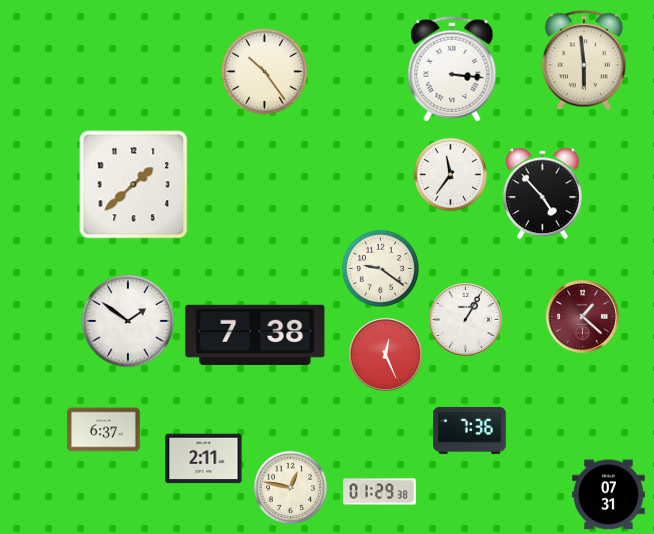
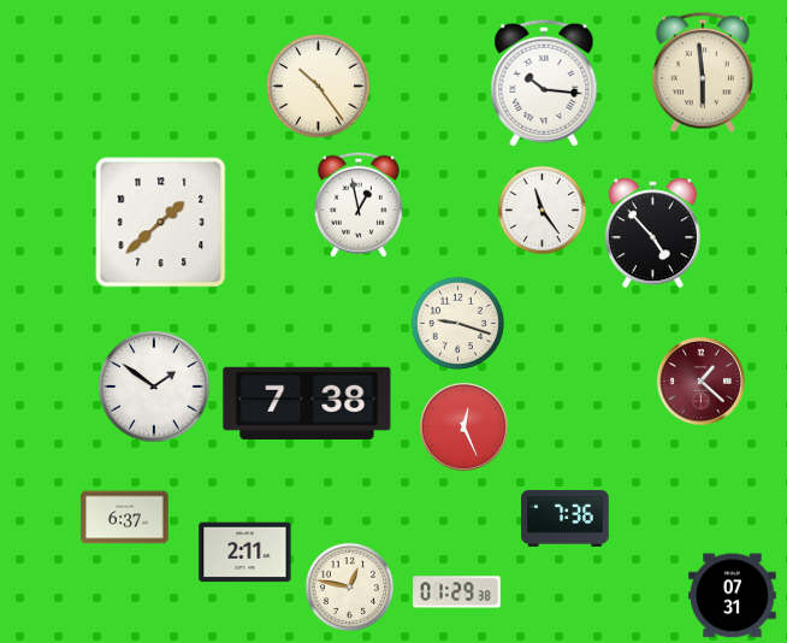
clock at (452, 69): 3:16 -> 10:16
clock at (359, 205): none -> 12:58
clock at (451, 175): 11:36 -> 11:24
clock at (380, 268): 9:21 -> 9:18
clock at (465, 319): 1:05 -> none
